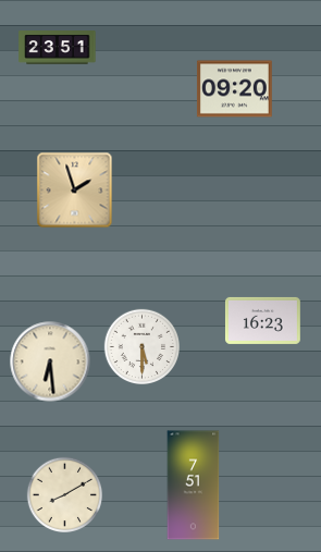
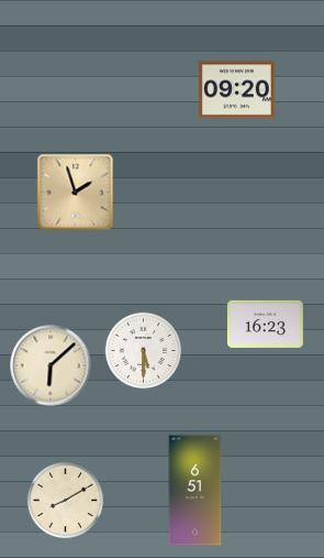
clock at (58, 48): 23:51 -> none
clock at (50, 361): 6:29 -> 6:08
clock at (194, 486): 7:51 -> 6:51
